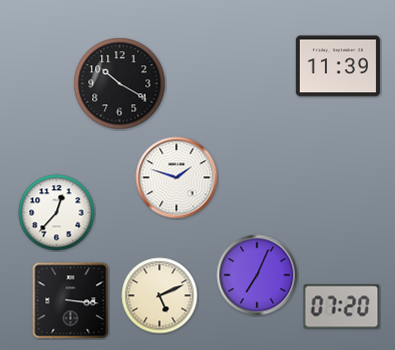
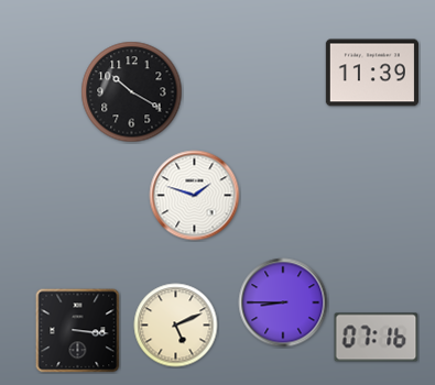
clock at (57, 213): 12:37 -> none
clock at (257, 275): 7:04 -> 8:45
clock at (342, 307): 07:20 -> 07:16
